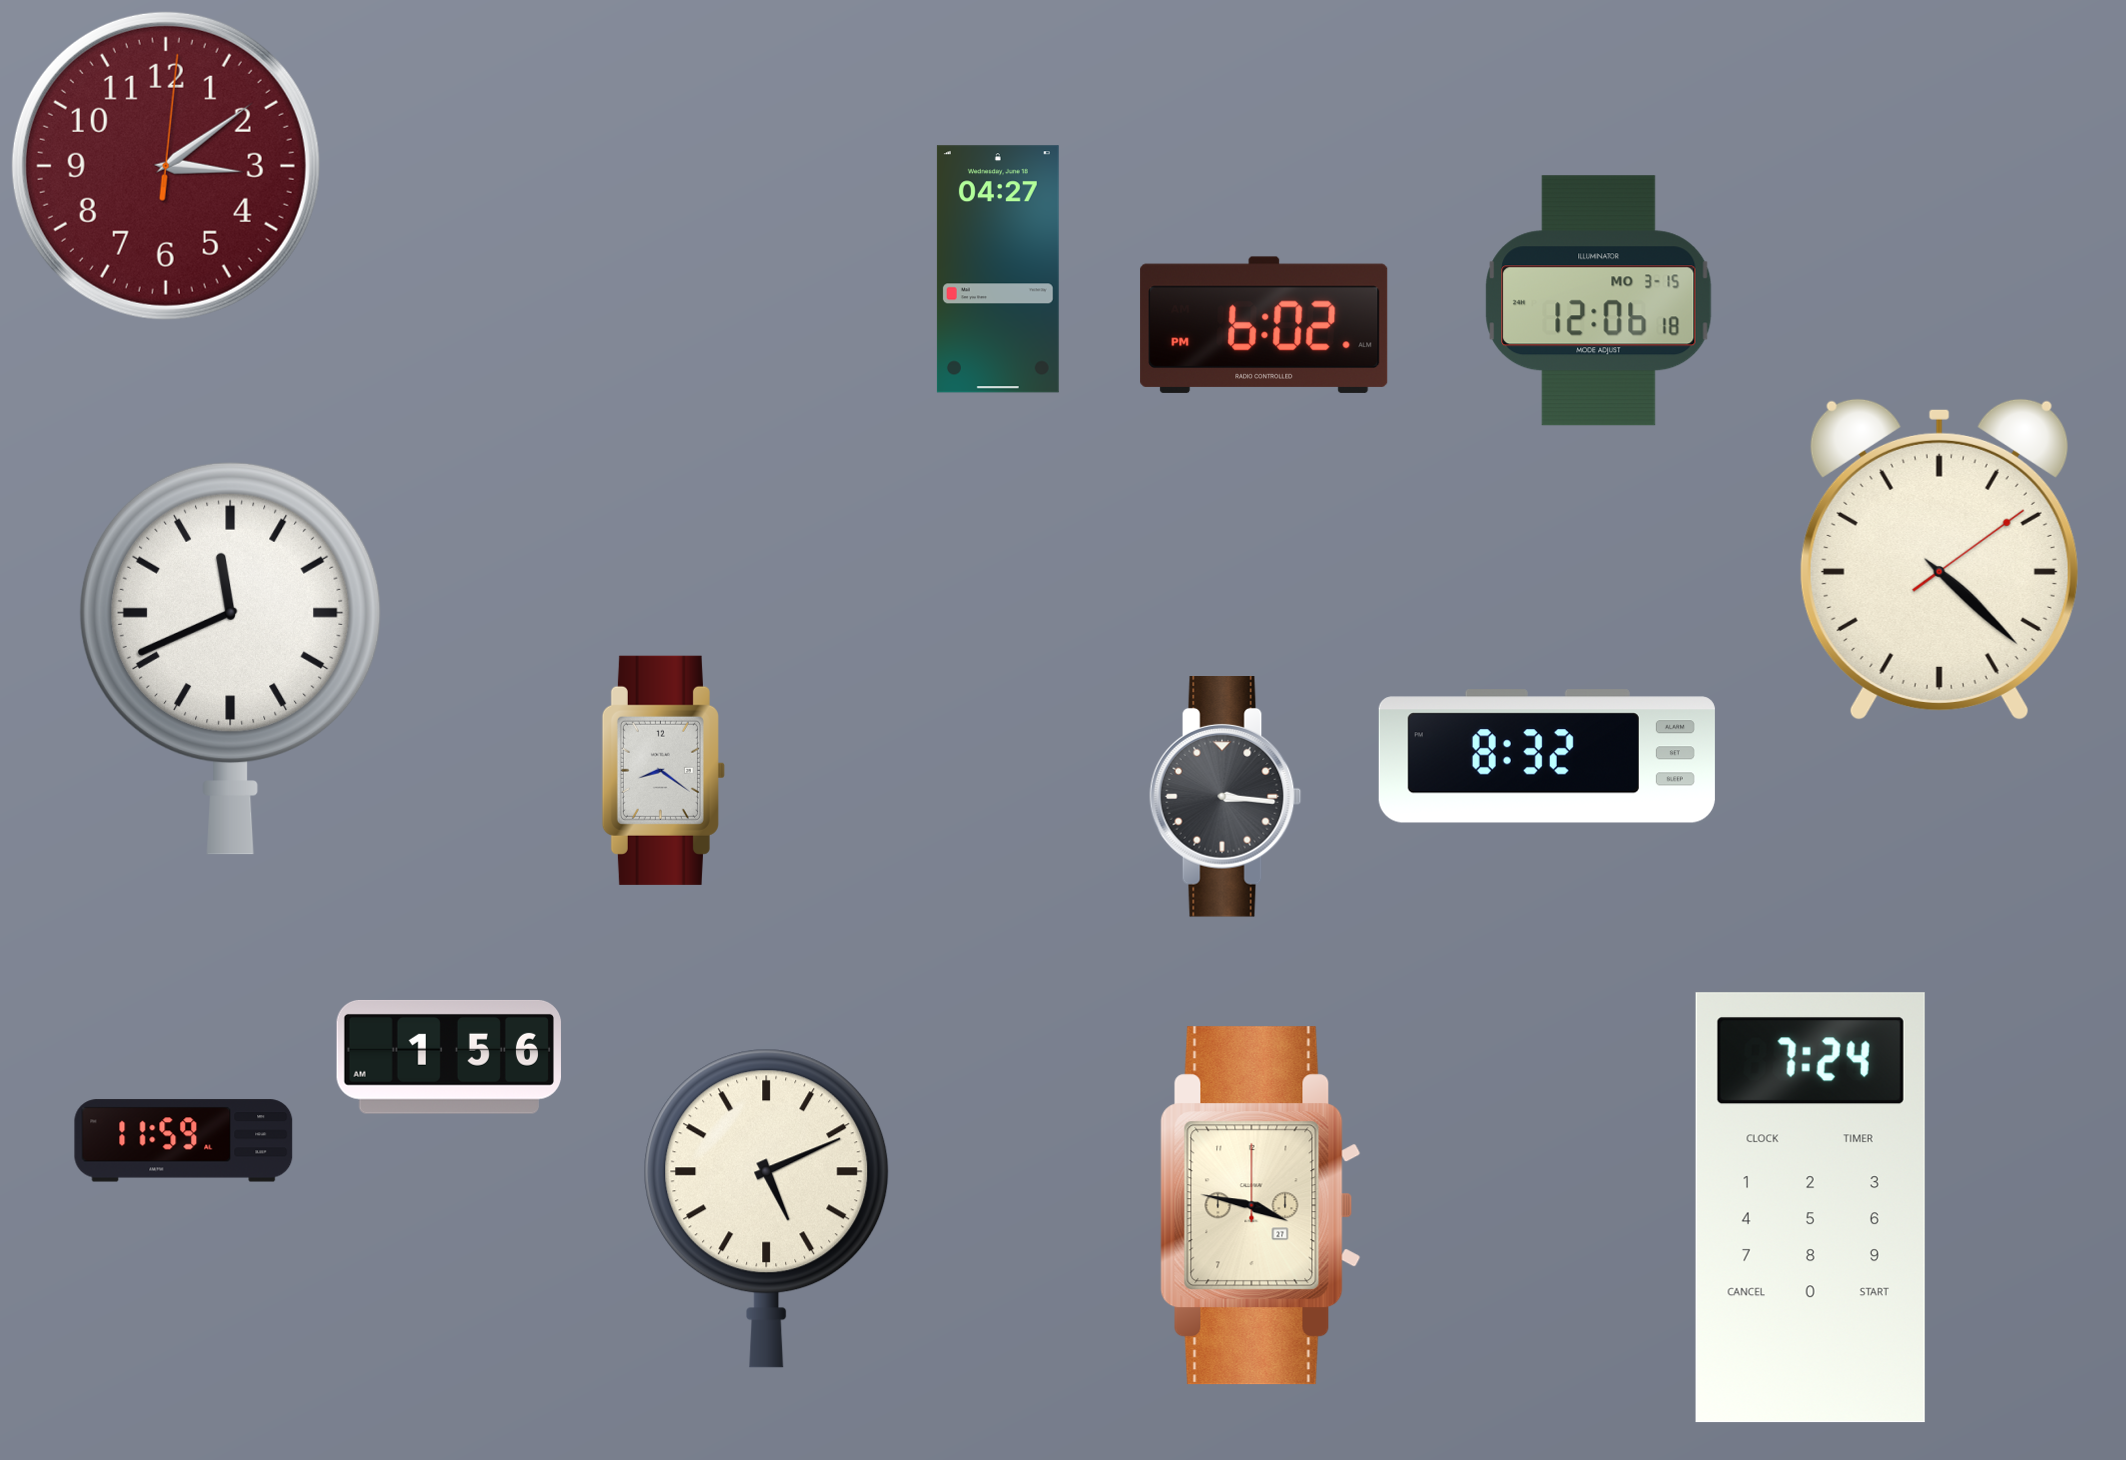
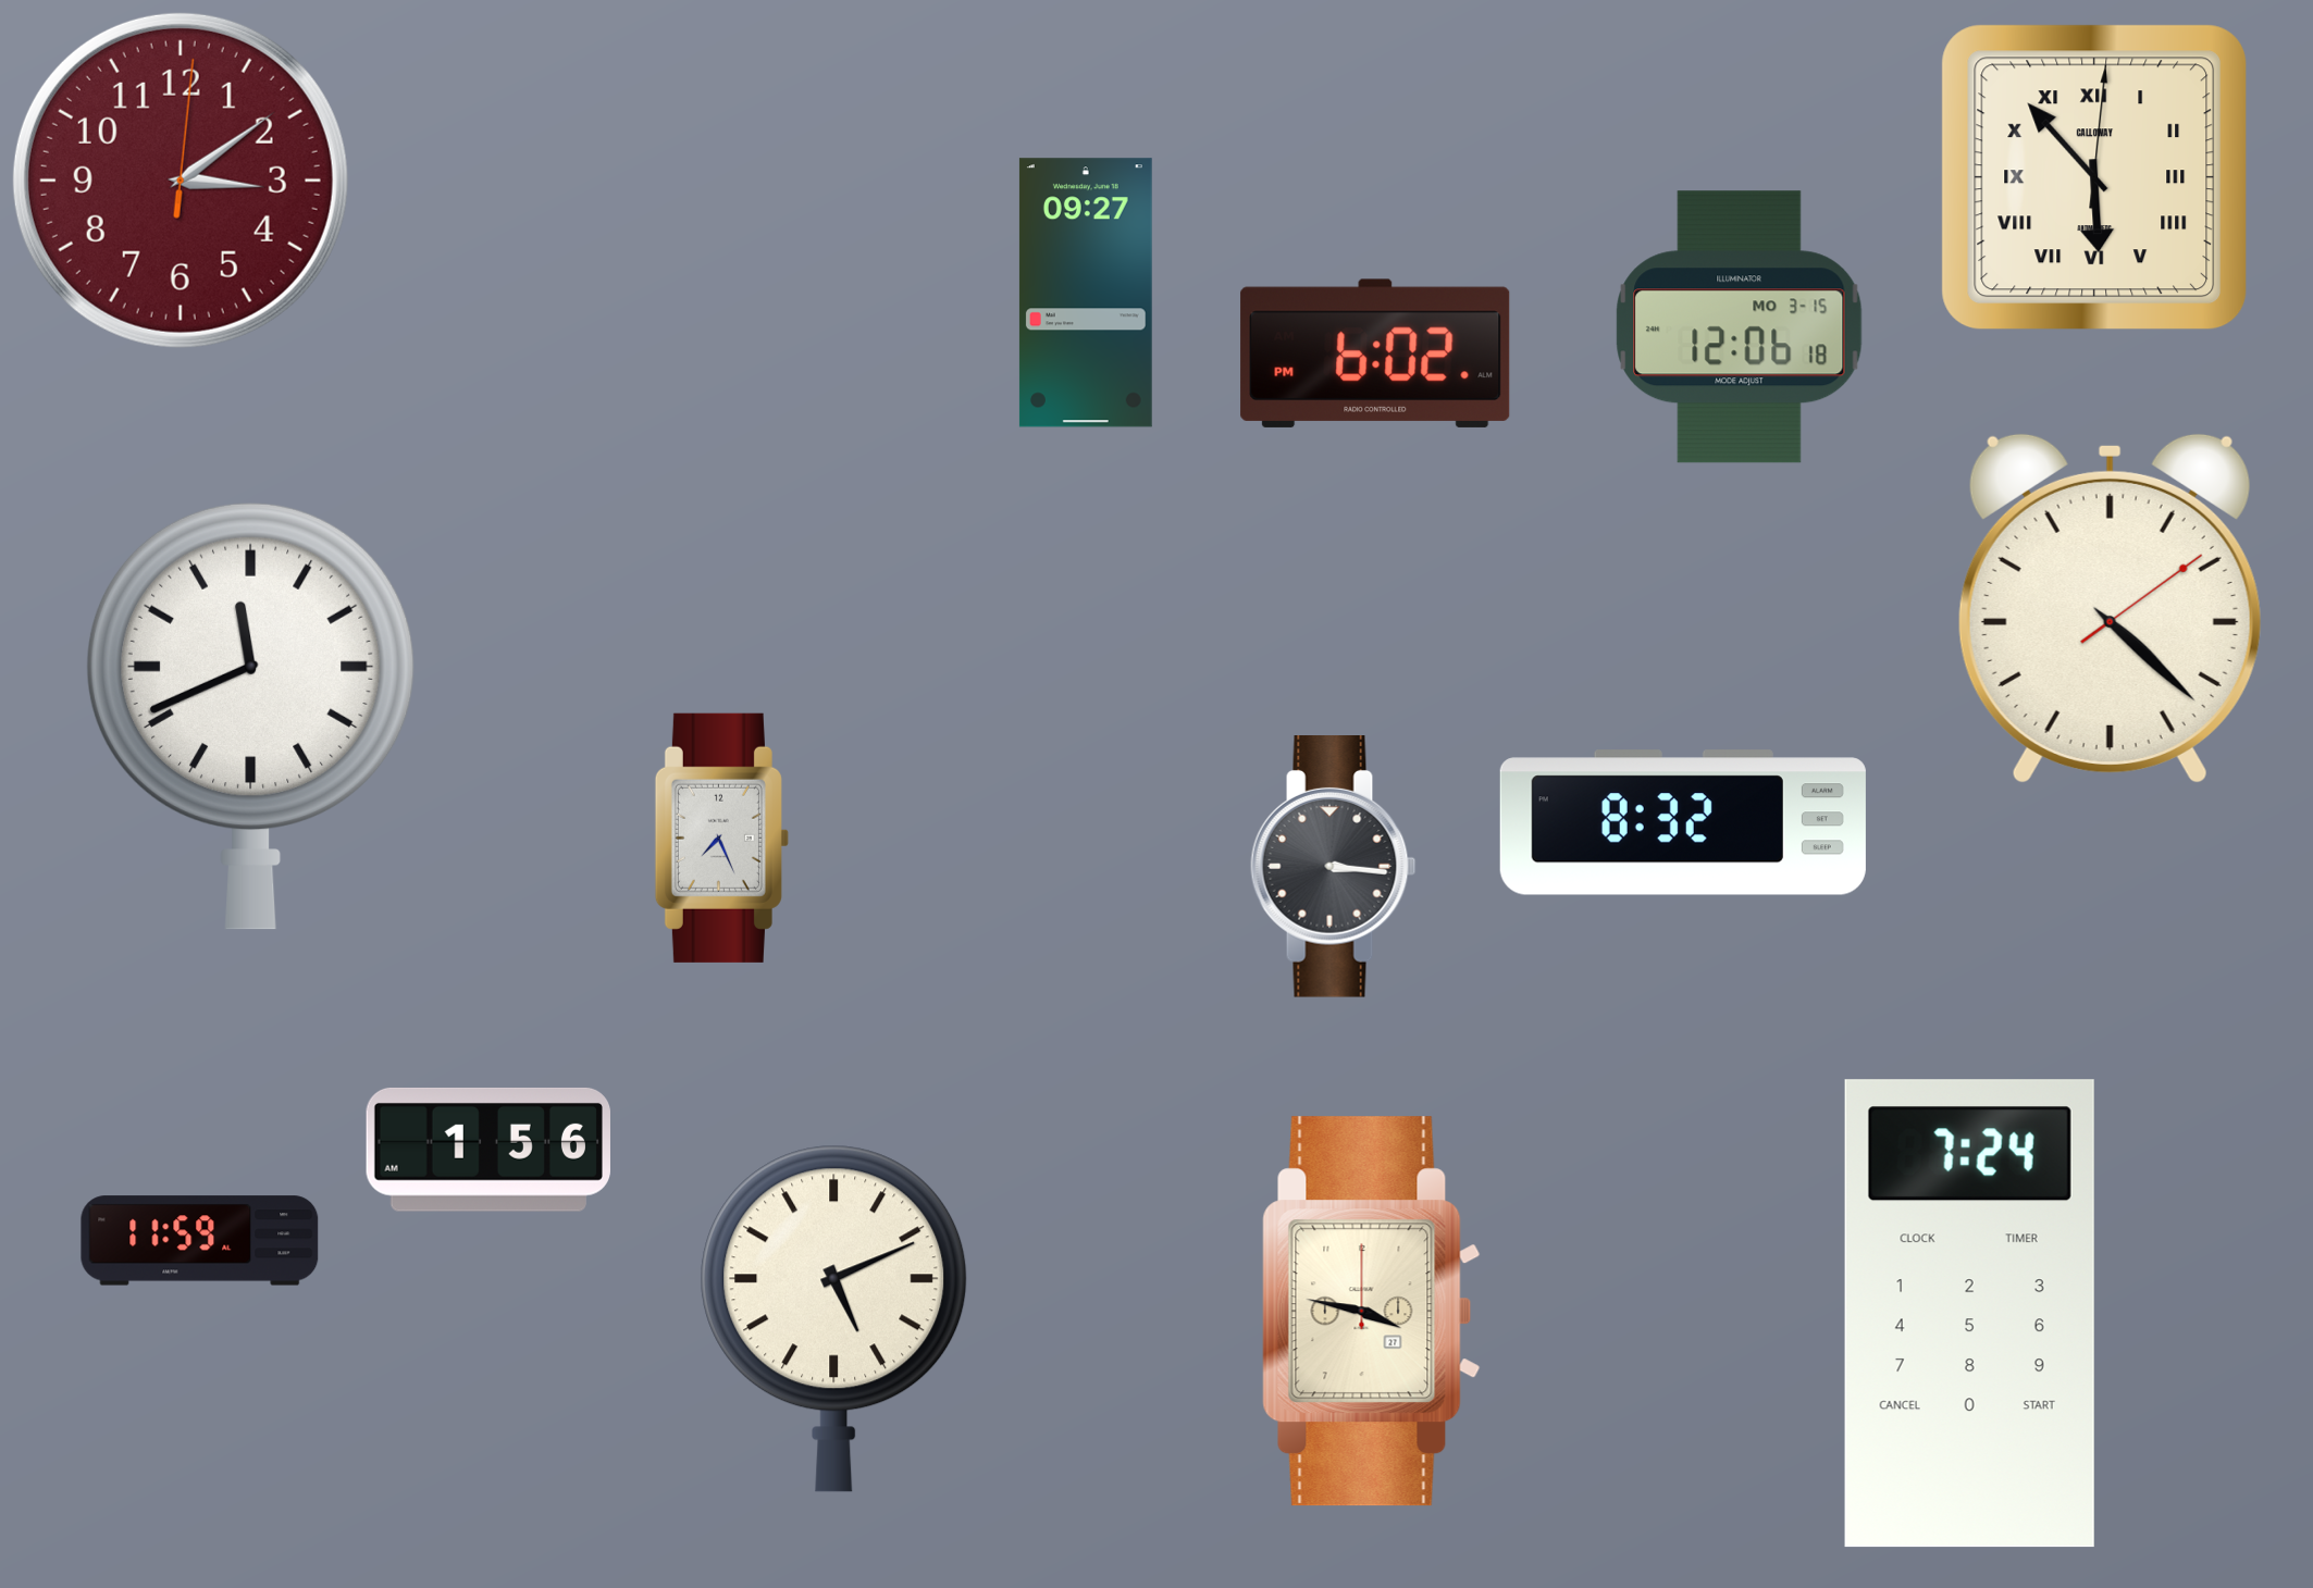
clock at (2094, 177): none -> 5:53
clock at (998, 269): 04:27 -> 09:27
clock at (663, 770): 8:21 -> 7:26
clock at (767, 1208) position: (767, 1208) -> (834, 1318)
